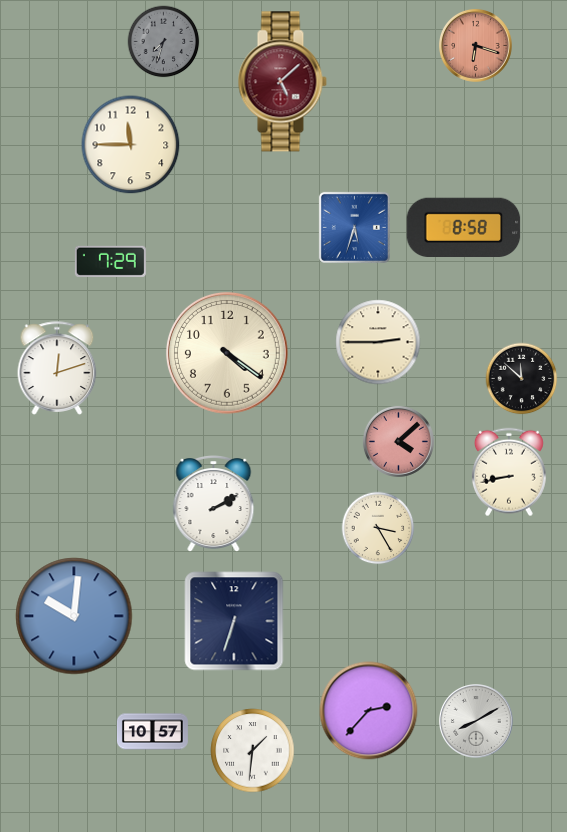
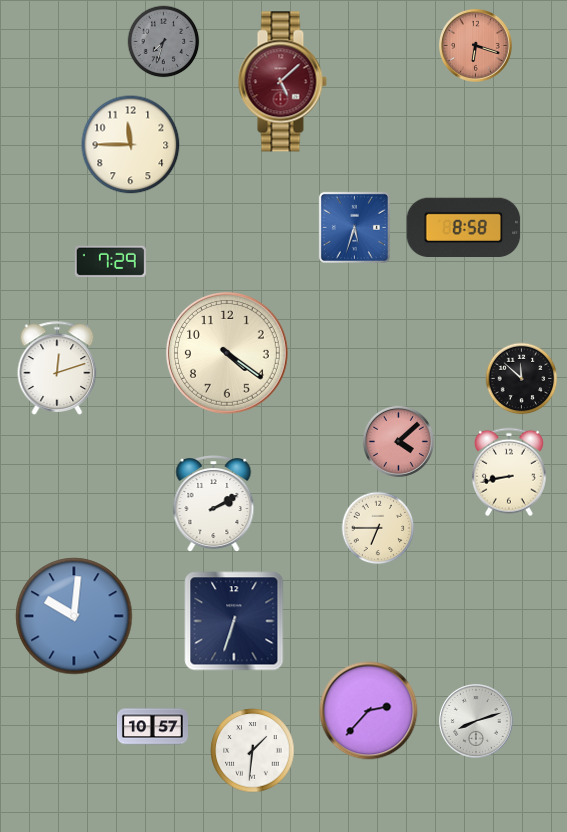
clock at (378, 342): 2:45 -> none
clock at (378, 528): 3:25 -> 6:45
clock at (477, 722): 8:10 -> 8:12
clock at (152, 732) position: (152, 732) -> (152, 727)
